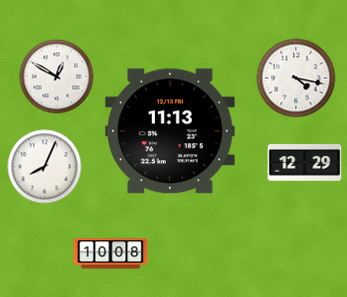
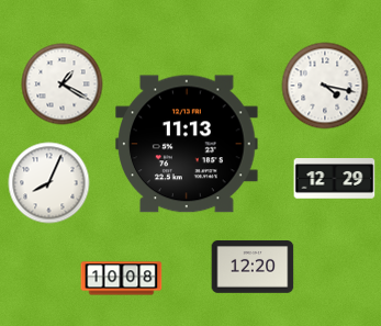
clock at (57, 77): 12:50 -> 1:20
clock at (253, 268): none -> 12:20
